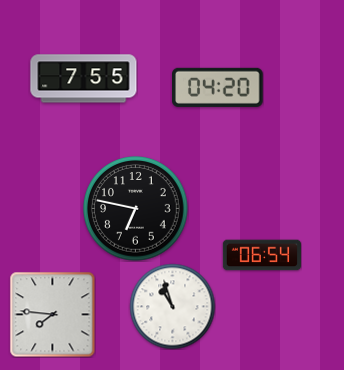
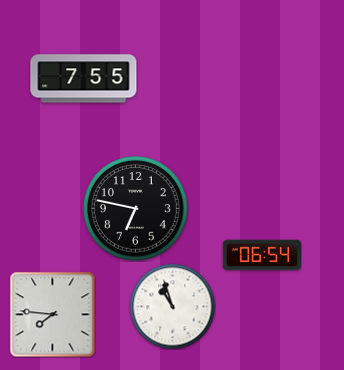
clock at (218, 87): 04:20 -> none
